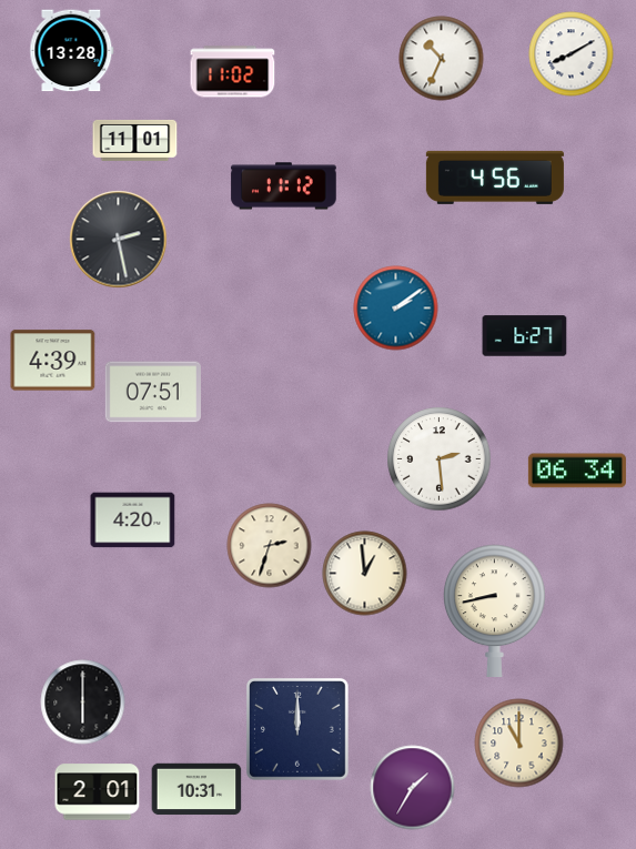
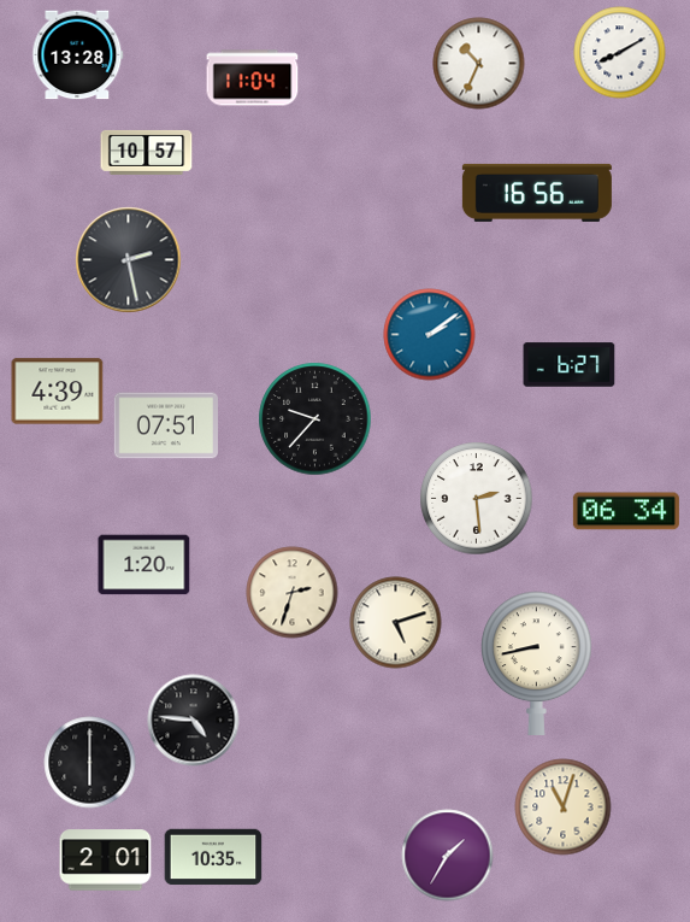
clock at (572, 54) position: (572, 54) -> (620, 53)
clock at (233, 72): 11:02 -> 11:04
clock at (135, 140): 11:01 -> 10:57
clock at (495, 178): 4:56 -> 16:56
clock at (284, 186): 11:12 -> none
clock at (315, 419): none -> 9:37
clock at (133, 520): 4:20 -> 1:20
clock at (365, 574): 12:59 -> 5:12
clock at (194, 721): none -> 4:46
clock at (299, 730): 12:00 -> none
clock at (519, 744): 11:00 -> 11:03
clock at (196, 789): 10:31 -> 10:35
